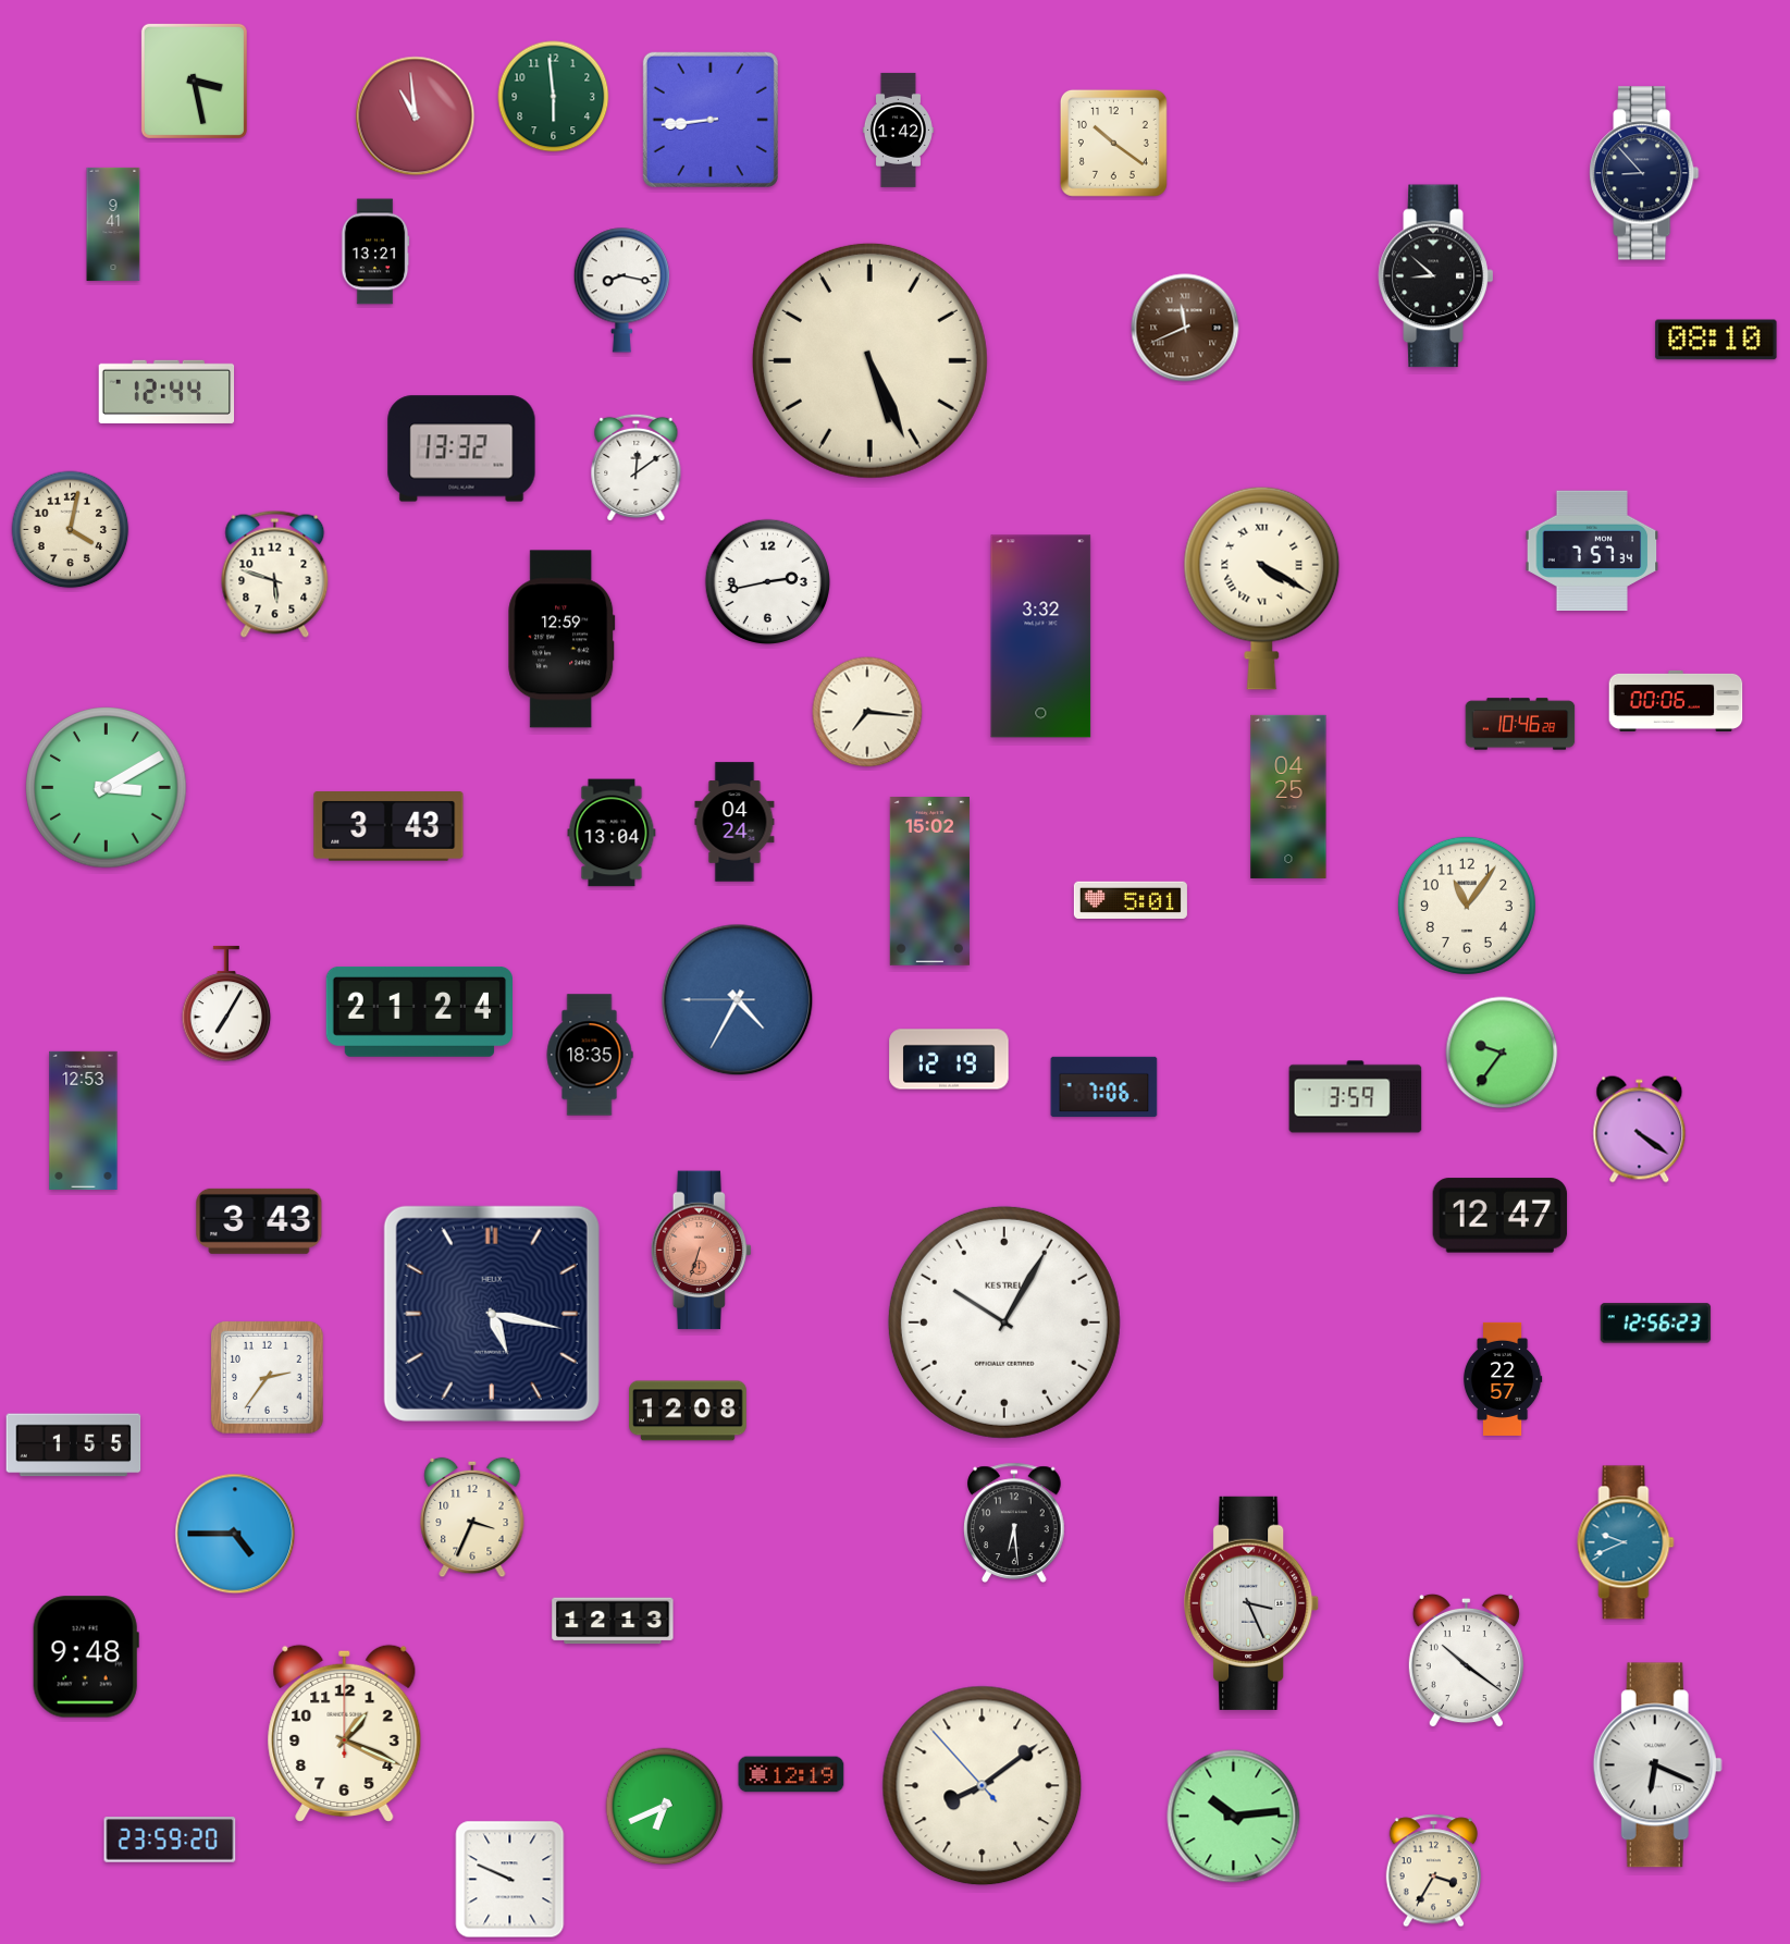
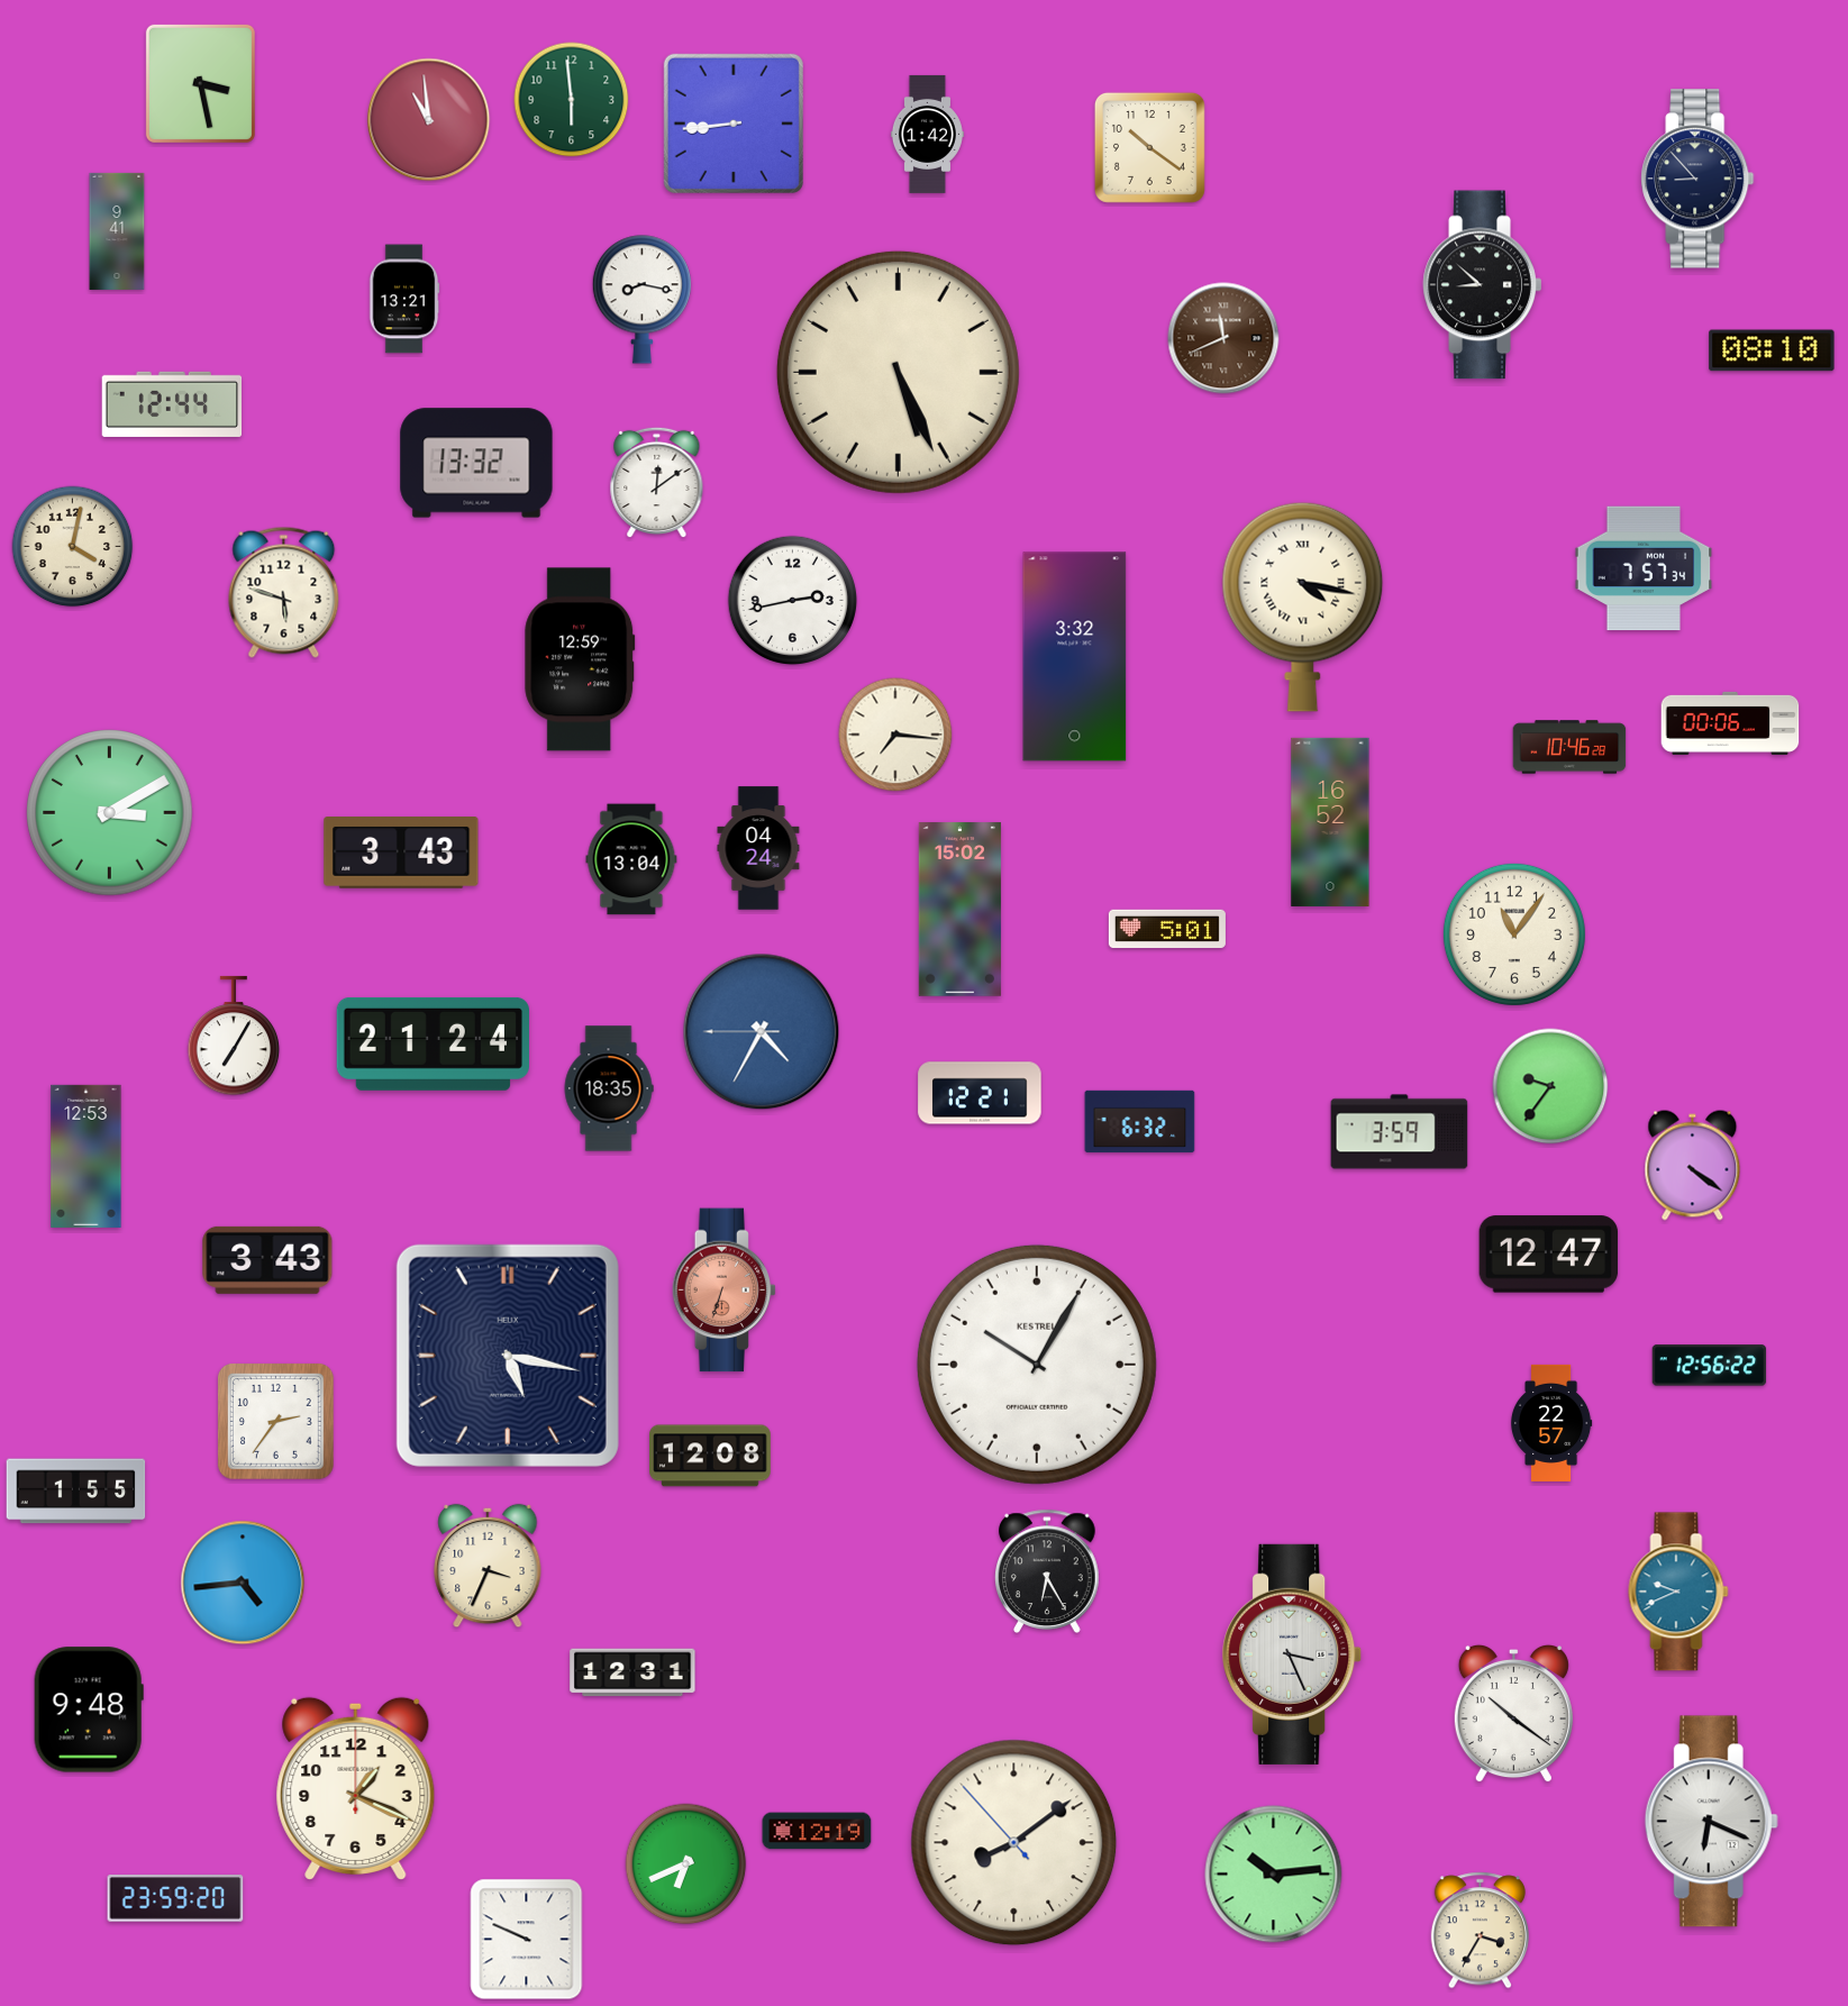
clock at (375, 251) position: (375, 251) -> (404, 299)
clock at (1262, 588): 4:20 -> 4:17
clock at (1288, 797): 04:25 -> 16:52
clock at (949, 1059): 12:19 -> 12:21
clock at (1104, 1087): 7:06 -> 6:32
clock at (1656, 1324): 12:56:23 -> 12:56:22
clock at (1015, 1523): 6:29 -> 6:25
clock at (235, 1534): 4:45 -> 4:44
clock at (613, 1621): 12:13 -> 12:31
